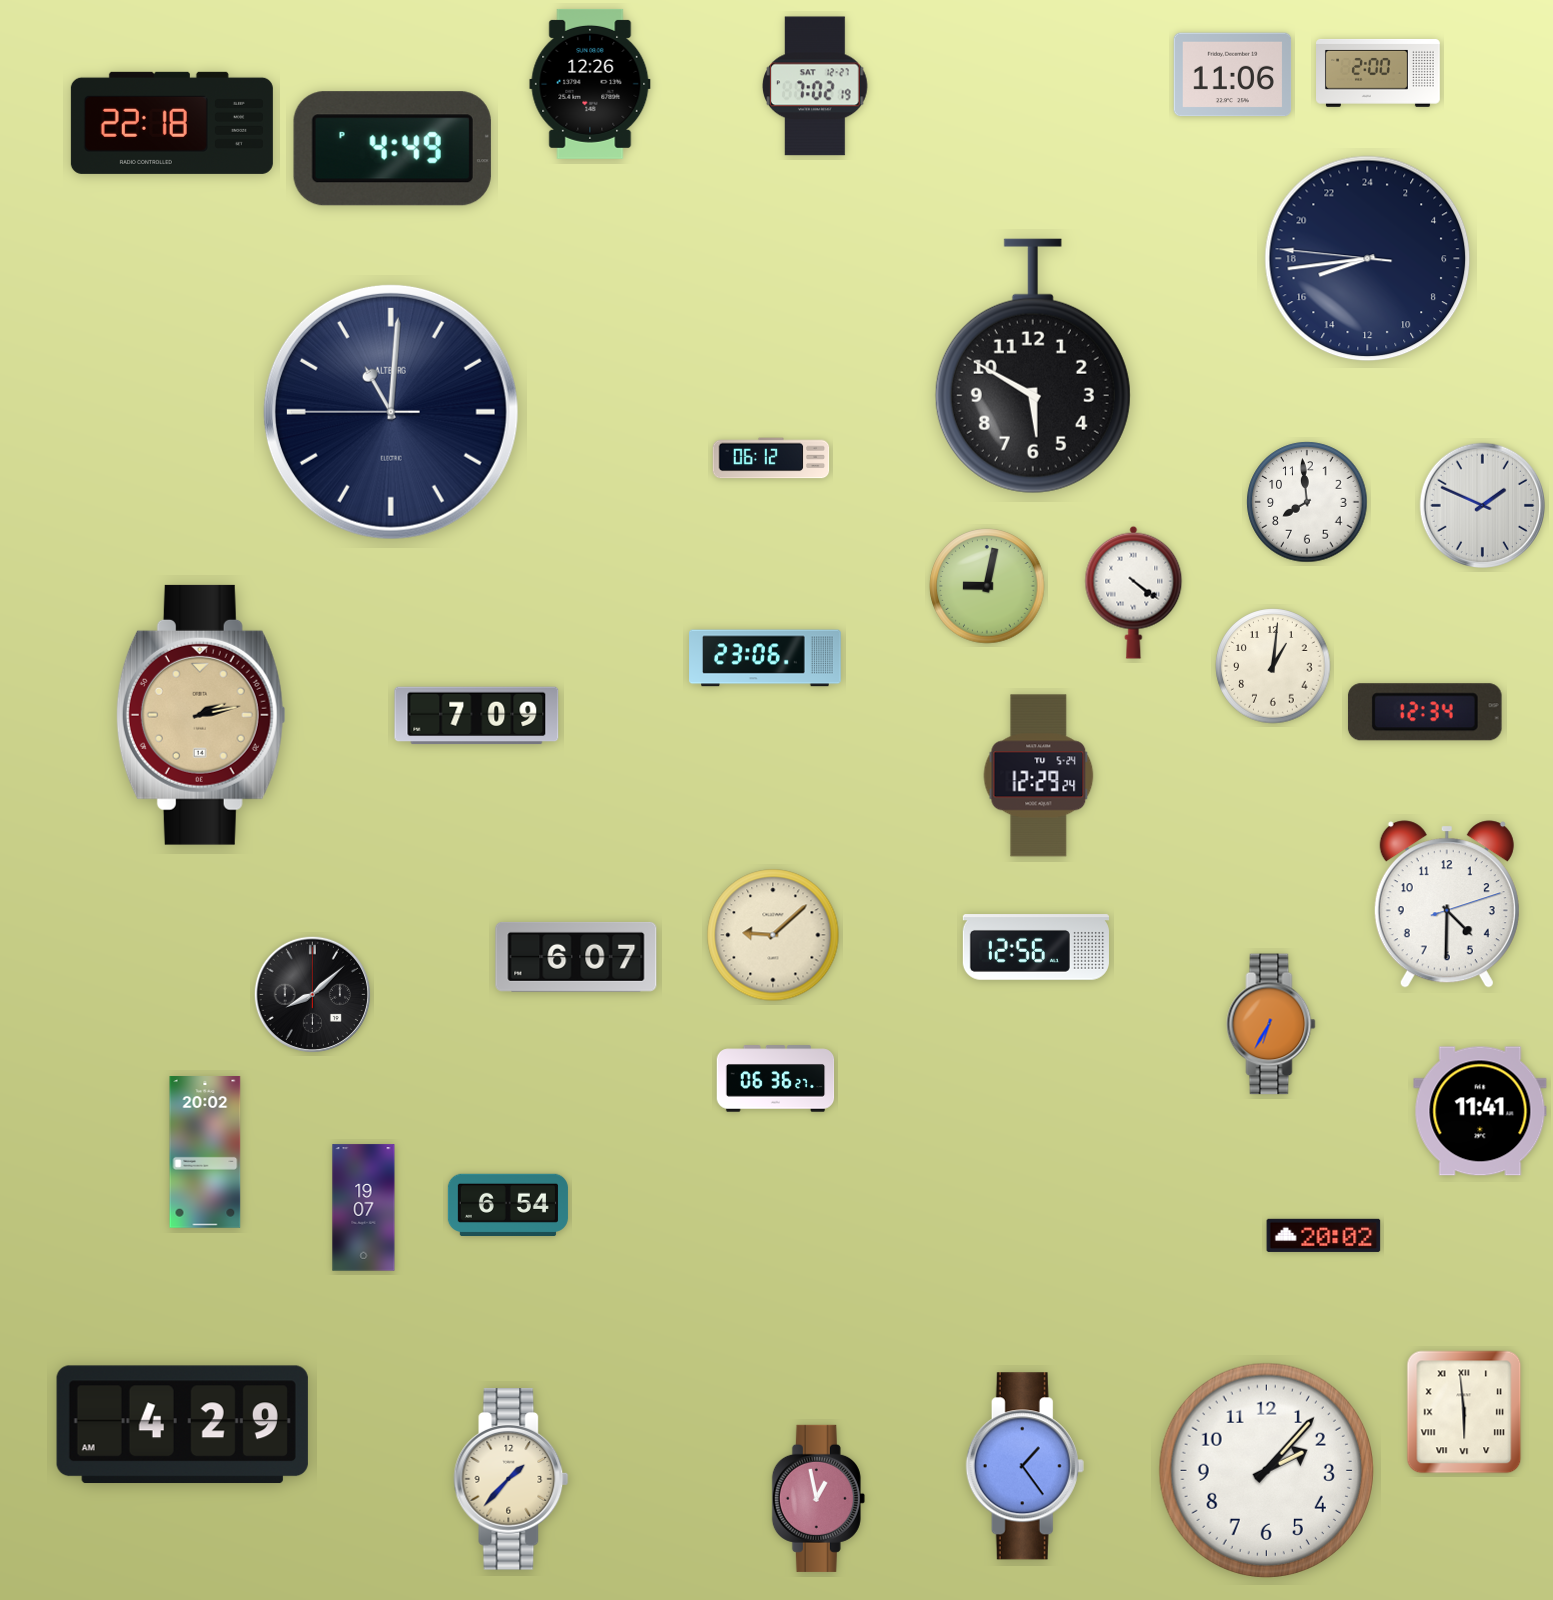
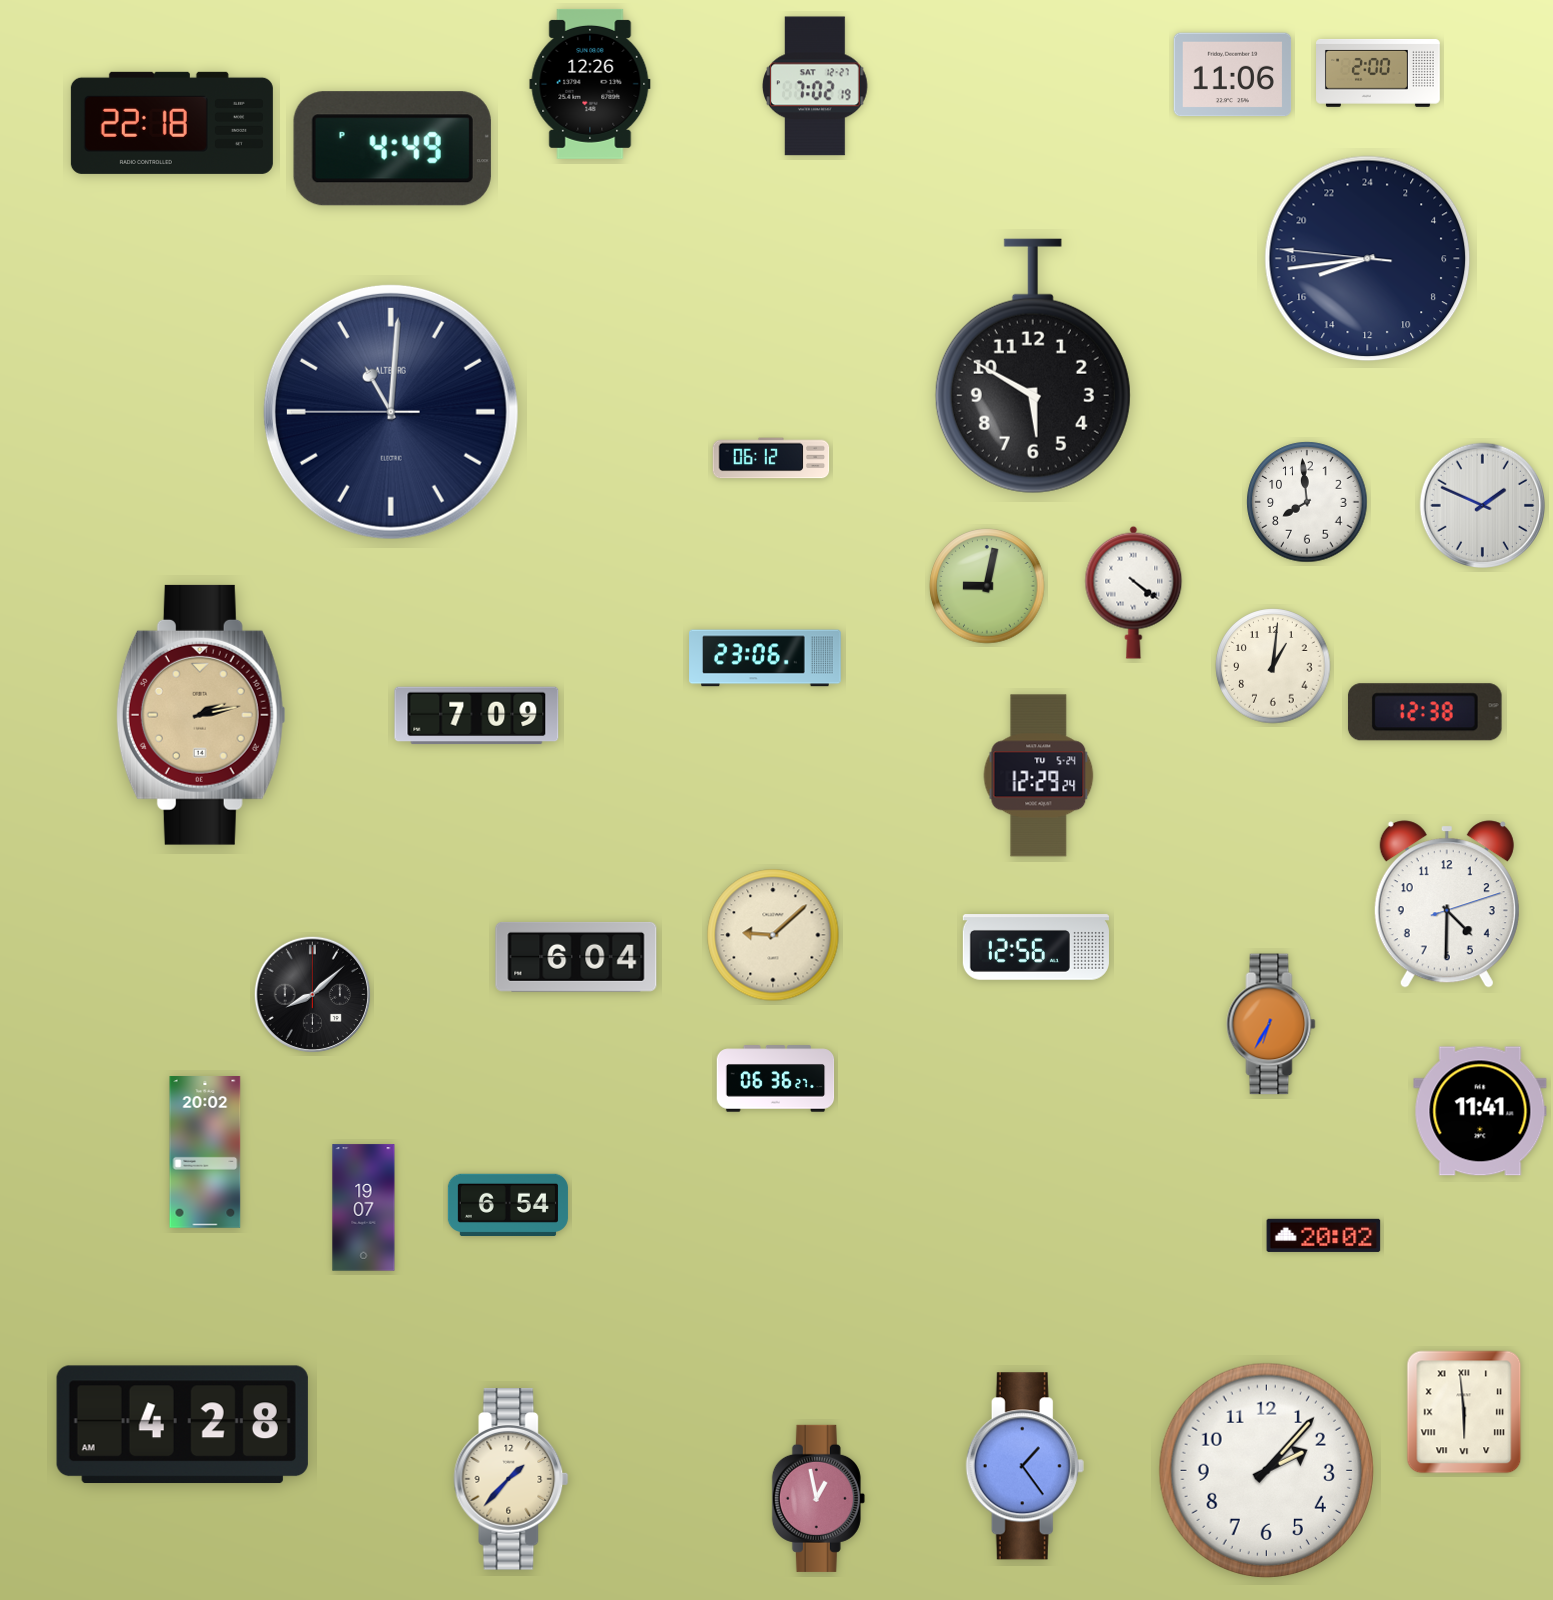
clock at (1425, 712): 12:34 -> 12:38
clock at (576, 957): 6:07 -> 6:04
clock at (182, 1425): 4:29 -> 4:28
